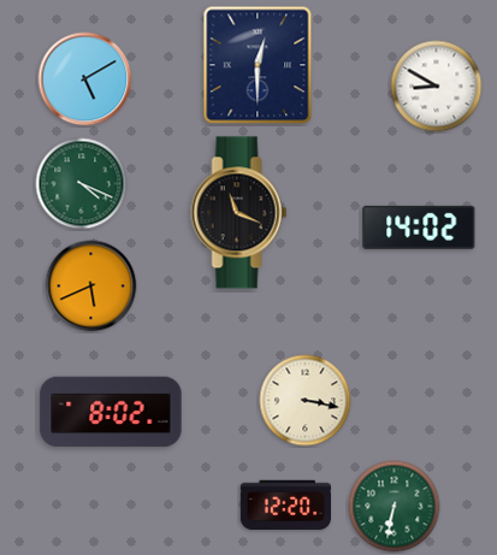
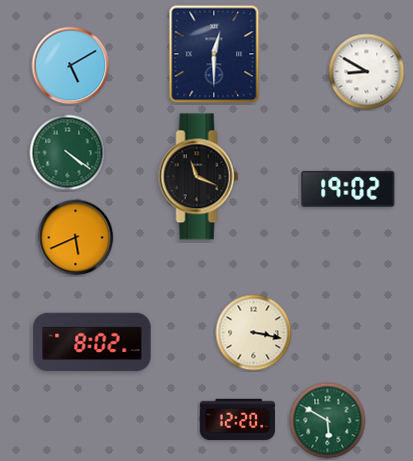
clock at (437, 87) position: (437, 87) -> (367, 72)
clock at (82, 184): 4:19 -> 4:21
clock at (419, 228): 14:02 -> 19:02
clock at (395, 507): 6:32 -> 5:50
